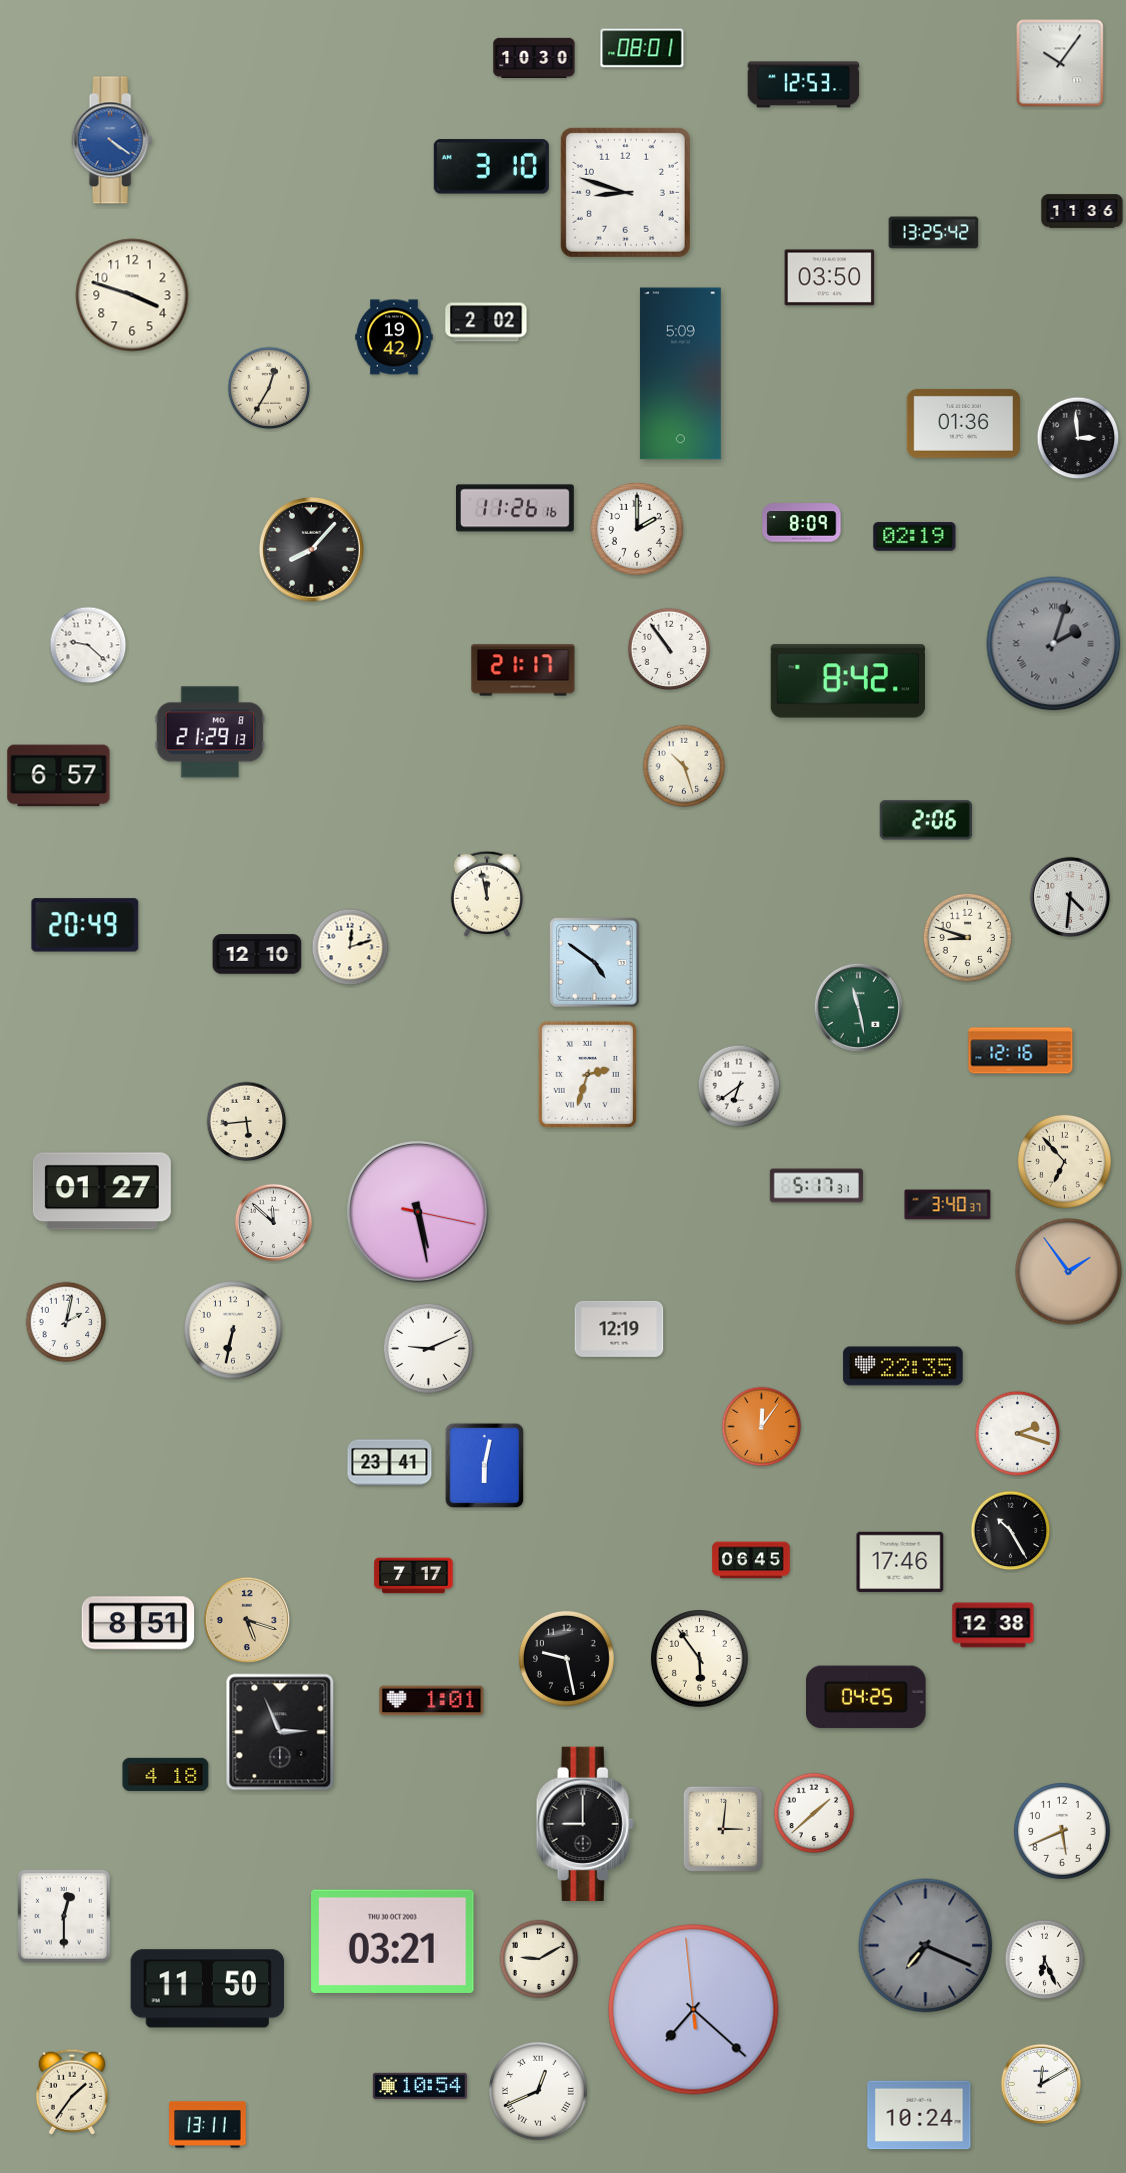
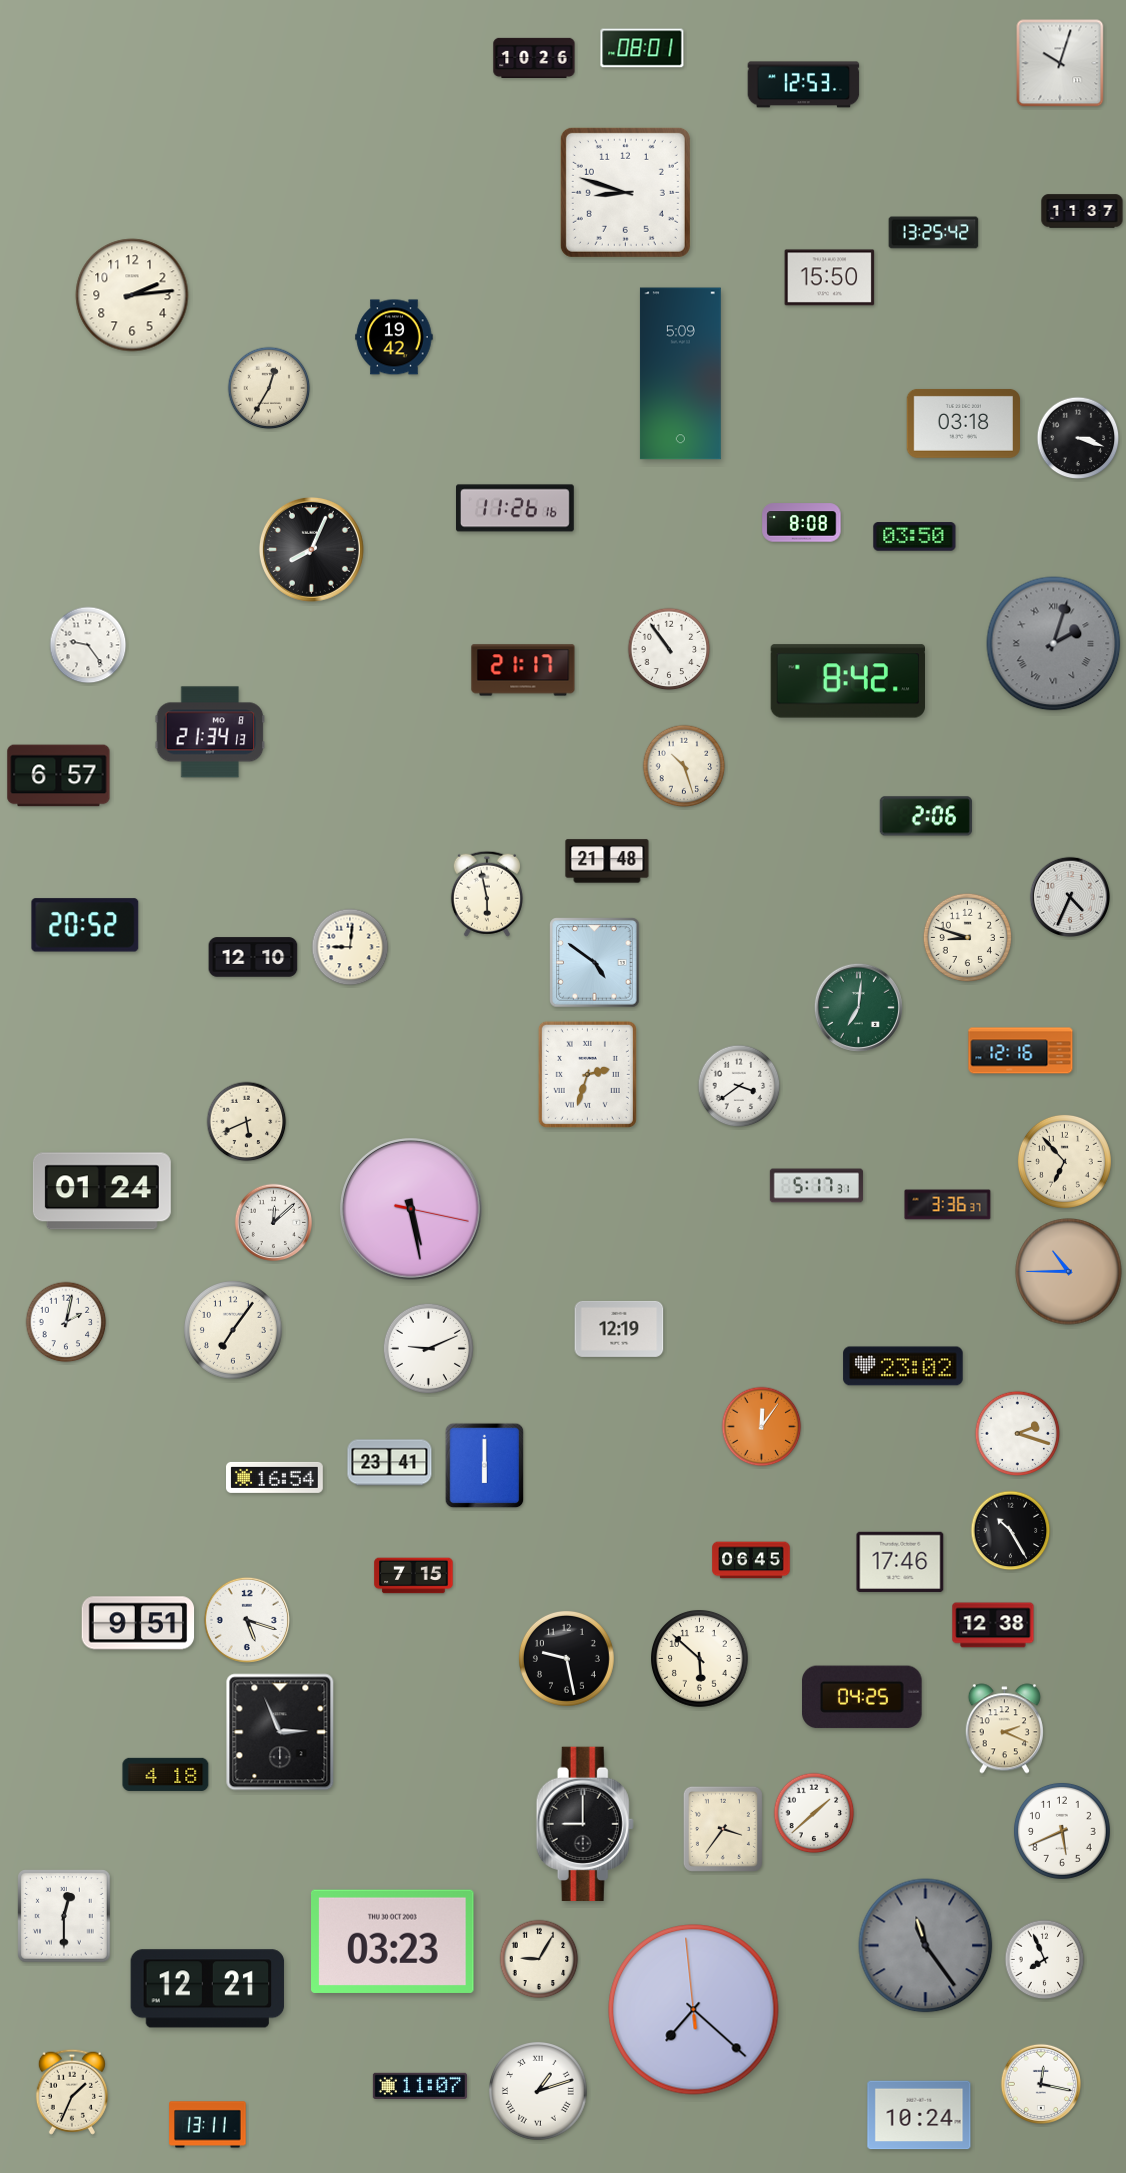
clock at (534, 57): 10:30 -> 10:26
clock at (1060, 63): 10:06 -> 10:03
clock at (112, 140): 4:21 -> none
clock at (491, 167): 3:10 -> none
clock at (1082, 211): 11:36 -> 11:37
clock at (830, 278): 03:50 -> 15:50
clock at (132, 295): 3:48 -> 2:14
clock at (486, 322): 2:02 -> none
clock at (963, 423): 01:36 -> 03:18
clock at (1078, 438): 2:59 -> 3:18
clock at (802, 523): 8:09 -> 8:08
clock at (637, 529): 2:00 -> none
clock at (915, 537): 02:19 -> 03:50
clock at (311, 549): 8:07 -> 8:04
clock at (88, 645): 9:22 -> 9:24
clock at (210, 732): 21:29 -> 21:34
clock at (926, 820) position: (926, 820) -> (926, 816)
clock at (607, 861): none -> 21:48
clock at (487, 894): 11:58 -> 5:58
clock at (1069, 896): 4:31 -> 4:34
clock at (85, 925): 20:49 -> 20:52
clock at (350, 947): 12:12 -> 9:01
clock at (257, 954) position: (257, 954) -> (253, 957)
clock at (858, 1007): 11:28 -> 7:01
clock at (739, 1086): 6:39 -> 3:39
clock at (247, 1122): 5:44 -> 5:41
clock at (102, 1191): 01:27 -> 01:24
clock at (948, 1205): 3:40 -> 3:36
clock at (418, 1212) position: (418, 1212) -> (411, 1209)
clock at (274, 1223): 11:52 -> 12:08
clock at (1069, 1272): 1:54 -> 10:45
clock at (234, 1331): 6:32 -> 7:06
clock at (903, 1366): 22:35 -> 23:02
clock at (485, 1466): 6:02 -> 6:00
clock at (275, 1477): none -> 16:54
clock at (414, 1576): 7:17 -> 7:15
clock at (247, 1620) dial: champagne -> white
clock at (138, 1623): 8:51 -> 9:51
clock at (700, 1659): 5:54 -> 5:52
clock at (867, 1697) position: (867, 1697) -> (863, 1697)
clock at (432, 1701): 1:01 -> none
clock at (1004, 1729): none -> 2:19
clock at (723, 1829): 3:01 -> 3:36
clock at (393, 1941): 03:21 -> 03:23
clock at (926, 1946): 7:19 -> 11:24
clock at (539, 1959): 9:10 -> 9:05
clock at (1045, 1960): 6:26 -> 7:56
clock at (208, 1989): 11:50 -> 12:21
clock at (1040, 2083): 12:10 -> 12:17
clock at (420, 2085): 10:54 -> 11:07
clock at (72, 2092): 1:36 -> 1:34
clock at (539, 2092): 12:41 -> 1:12
